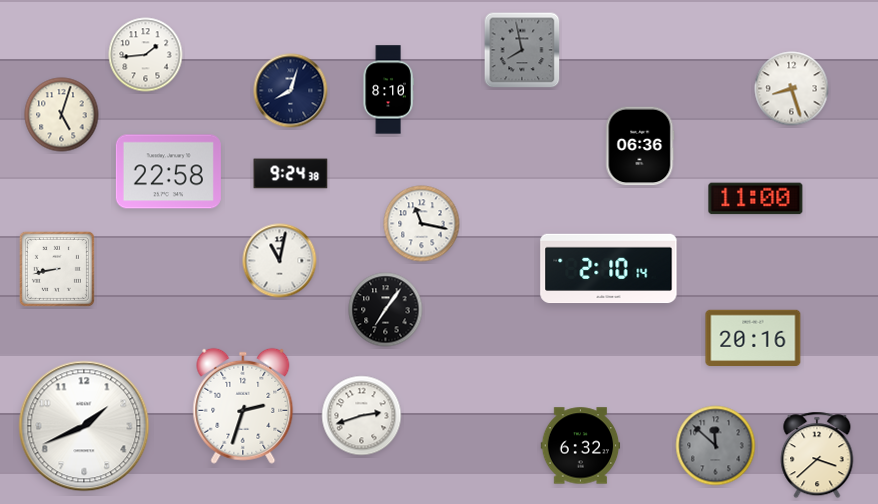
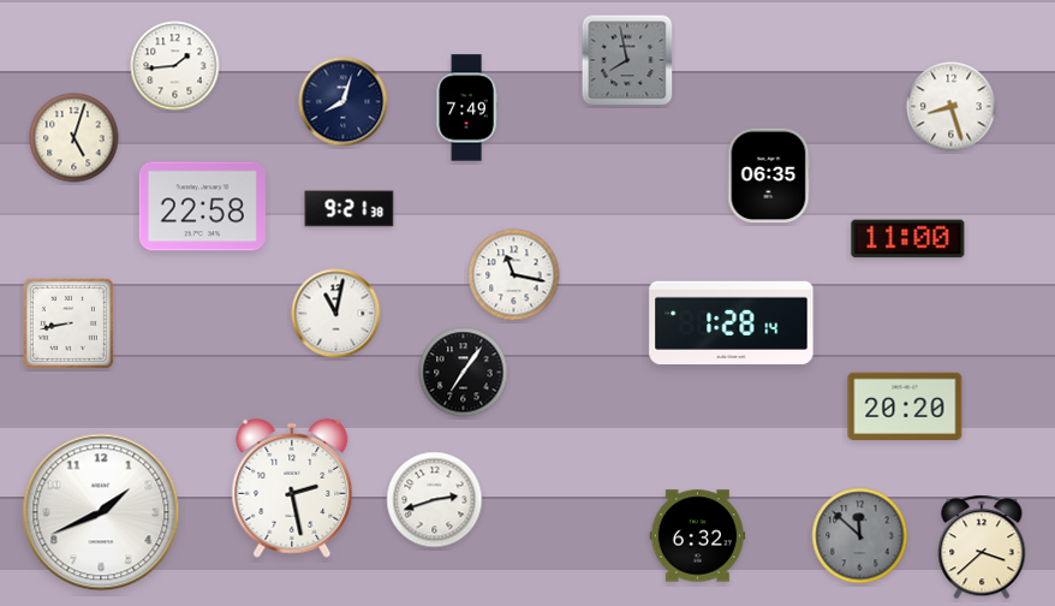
clock at (388, 90): 8:10 -> 7:49
clock at (291, 91) position: (291, 91) -> (344, 102)
clock at (640, 146): 06:36 -> 06:35
clock at (291, 174): 9:24 -> 9:21
clock at (422, 224) position: (422, 224) -> (514, 275)
clock at (609, 269): 2:10 -> 1:28
clock at (753, 338): 20:16 -> 20:20
clock at (243, 406): 2:33 -> 2:28
